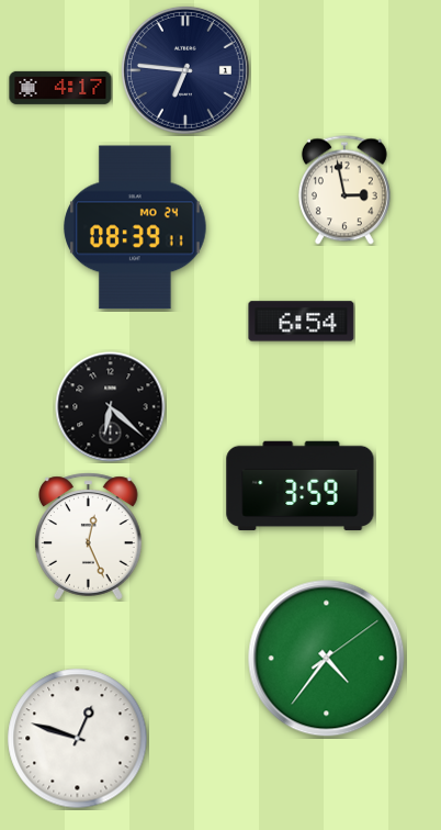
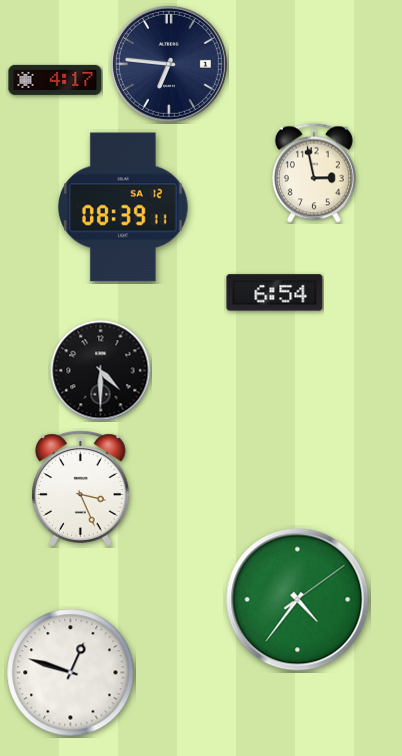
clock at (135, 227) date: MO 24 -> SA 12
clock at (111, 407): 6:22 -> 4:30
clock at (301, 485): 3:59 -> none
clock at (89, 537): 12:26 -> 3:26
